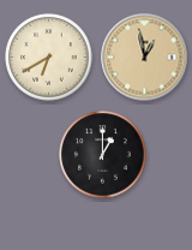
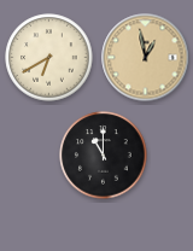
clock at (103, 155): 1:00 -> 11:00
